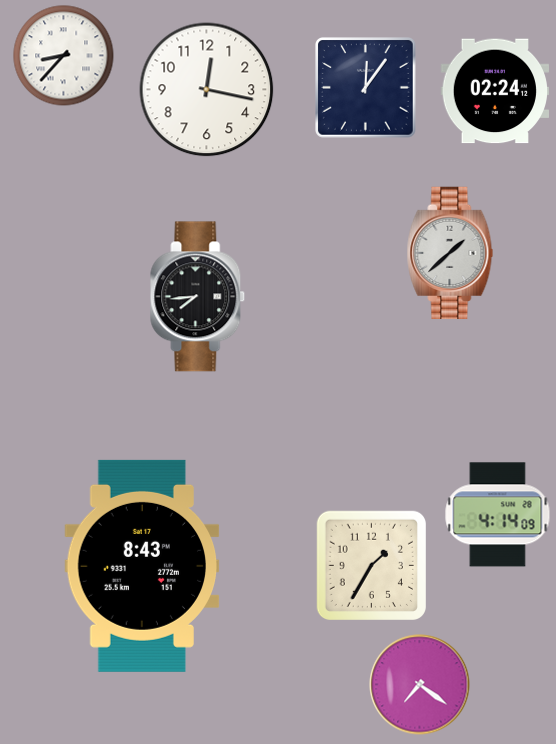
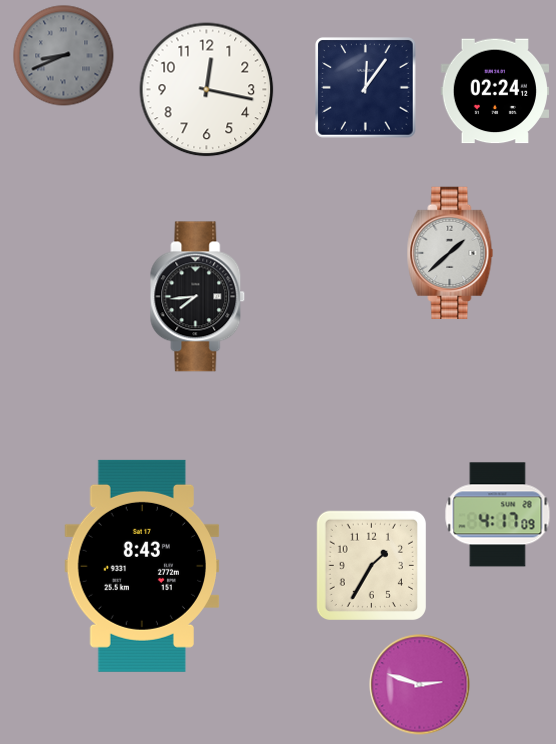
clock at (64, 56): 8:37 -> 8:41
clock at (64, 56) dial: white -> grey
clock at (498, 515): 4:14 -> 4:17
clock at (420, 685): 7:21 -> 2:48
